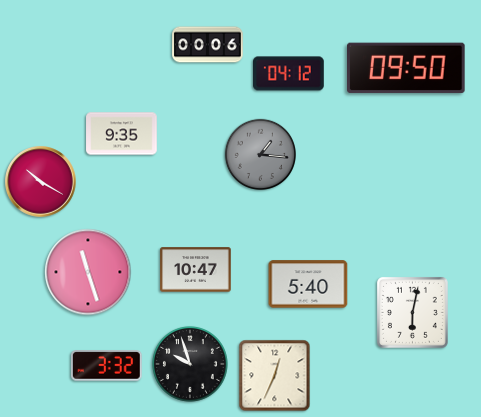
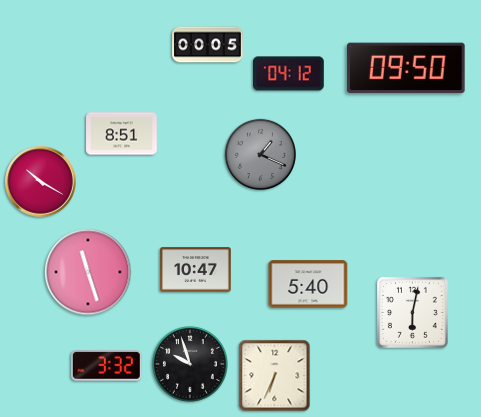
clock at (208, 45): 00:06 -> 00:05
clock at (122, 134): 9:35 -> 8:51
clock at (260, 154): 1:16 -> 1:19
clock at (275, 376): 12:34 -> 6:34
